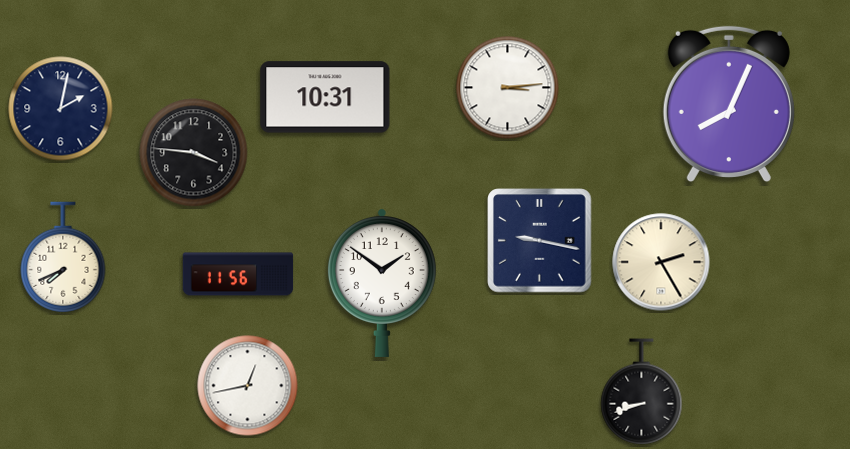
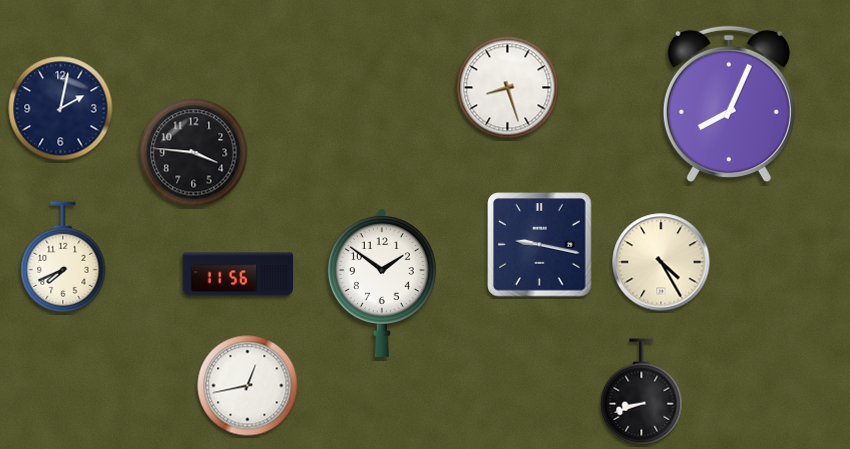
clock at (508, 88): 3:14 -> 8:27
clock at (325, 97): 10:31 -> none
clock at (540, 241) position: (540, 241) -> (540, 245)
clock at (661, 262): 2:25 -> 4:25
